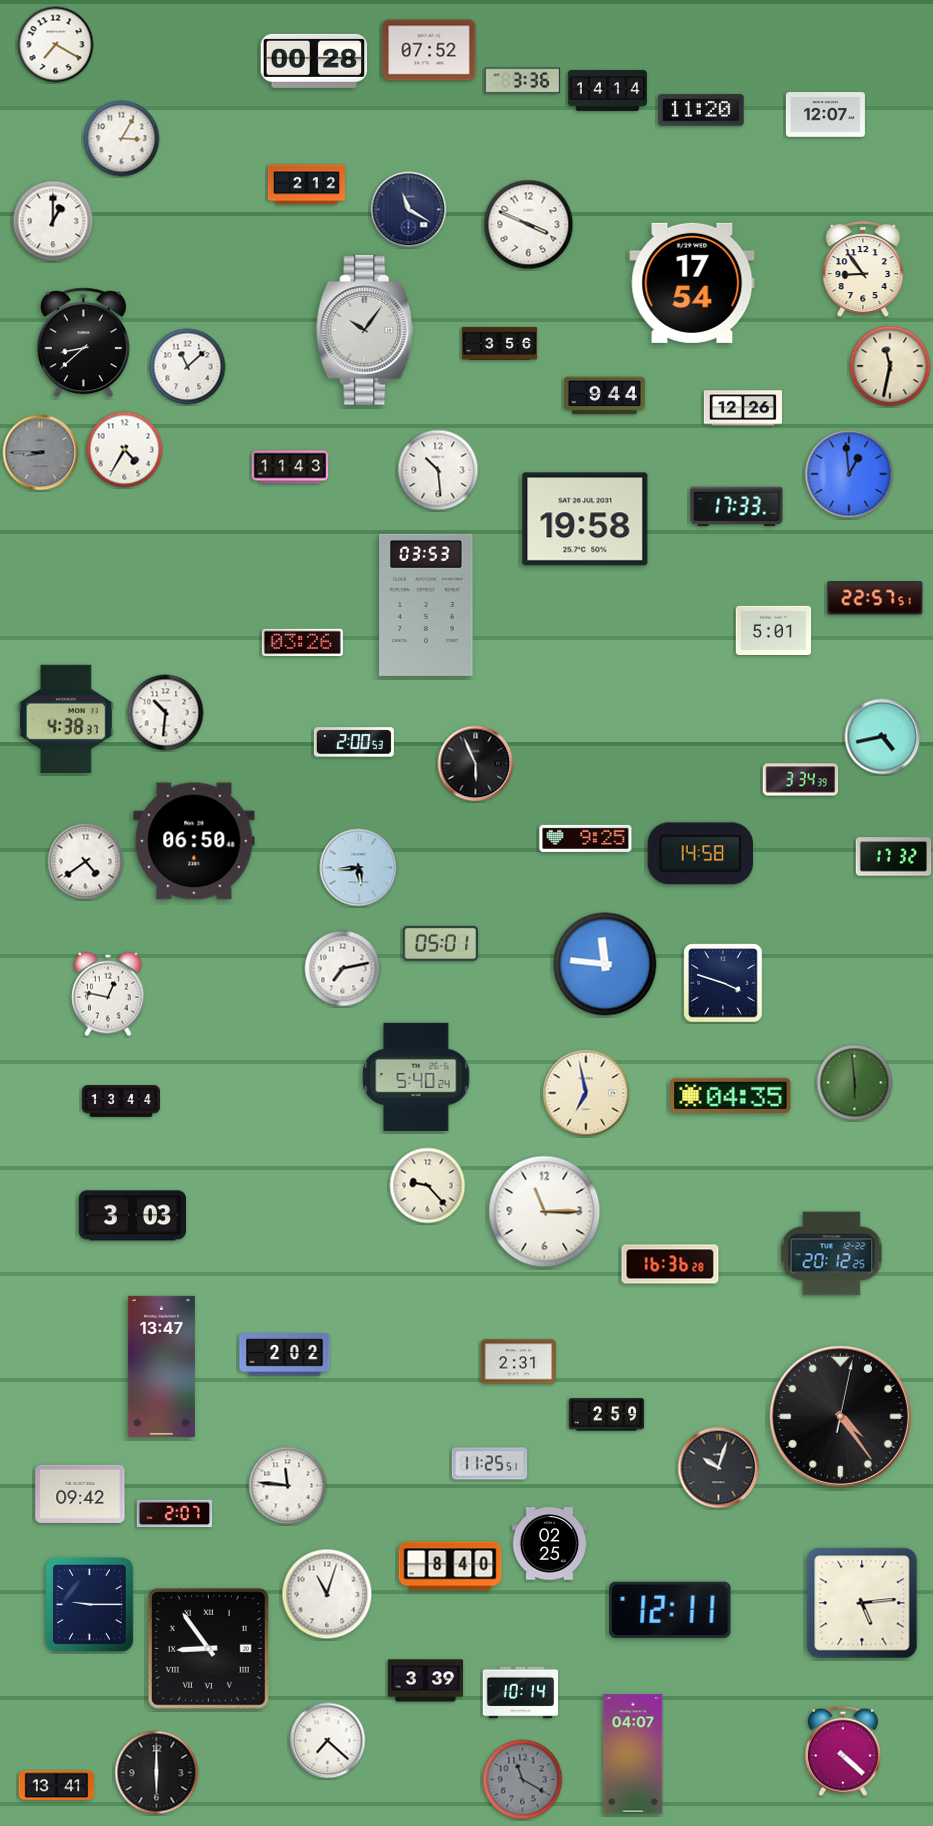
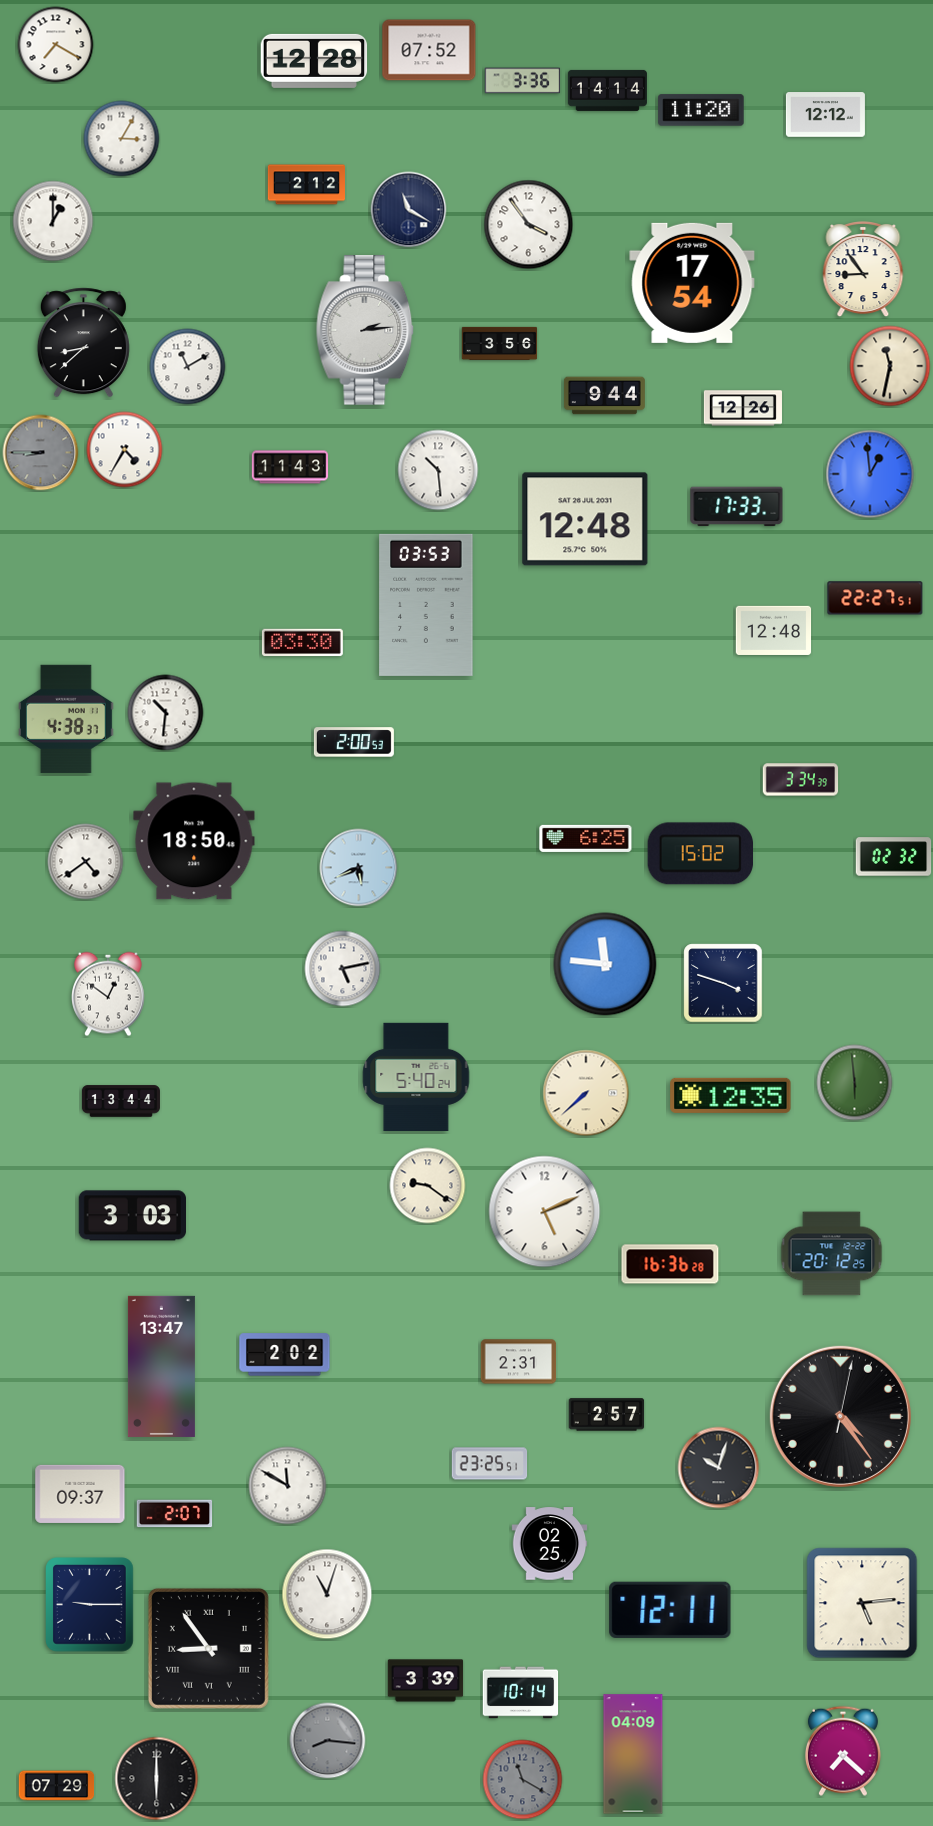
clock at (314, 61): 00:28 -> 12:28
clock at (825, 115): 12:07 -> 12:12
clock at (529, 225): 3:49 -> 3:54
clock at (365, 330): 10:06 -> 2:14
clock at (188, 367): 11:08 -> 11:10
clock at (849, 474) position: (849, 474) -> (870, 474)
clock at (585, 519): 19:58 -> 12:48
clock at (875, 598): 22:57 -> 22:27
clock at (774, 630): 5:01 -> 12:48
clock at (302, 643): 03:26 -> 03:30
clock at (883, 737): 4:43 -> none
clock at (476, 764): 5:56 -> none
clock at (586, 838): 9:25 -> 6:25
clock at (194, 841): 06:50 -> 18:50
clock at (700, 854): 14:58 -> 15:02
clock at (894, 857): 17:32 -> 02:32
clock at (359, 868): 5:44 -> 5:41
clock at (441, 943): 05:01 -> none
clock at (343, 969): 7:13 -> 5:13
clock at (108, 994): 12:47 -> 12:51
clock at (586, 1093): 6:58 -> 7:38
clock at (731, 1095): 04:35 -> 12:35
clock at (428, 1186): 9:23 -> 9:21
clock at (545, 1212): 11:15 -> 5:11
clock at (607, 1415): 2:59 -> 2:57
clock at (490, 1464): 11:25 -> 23:25
clock at (288, 1486): 11:46 -> 11:50
clock at (80, 1494): 09:42 -> 09:37
clock at (450, 1566): 8:40 -> none
clock at (328, 1741): 7:22 -> 8:16
clock at (328, 1741) dial: white -> grey
clock at (843, 1751): 4:22 -> 7:22
clock at (633, 1754): 04:07 -> 04:09
clock at (157, 1773) position: (157, 1773) -> (157, 1779)
clock at (57, 1786): 13:41 -> 07:29
